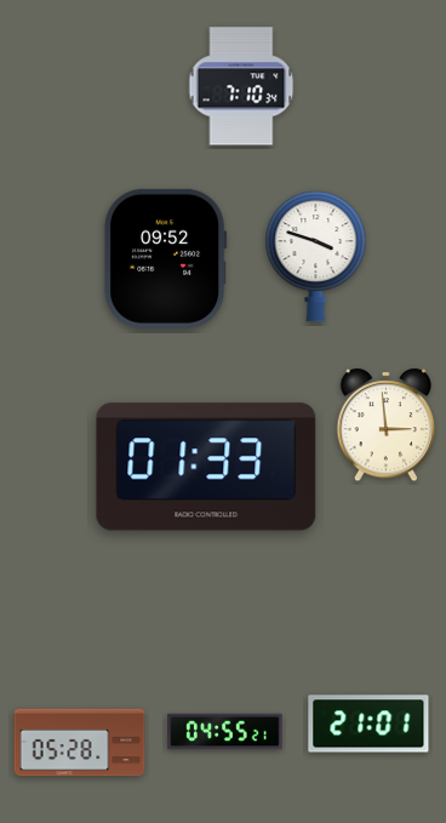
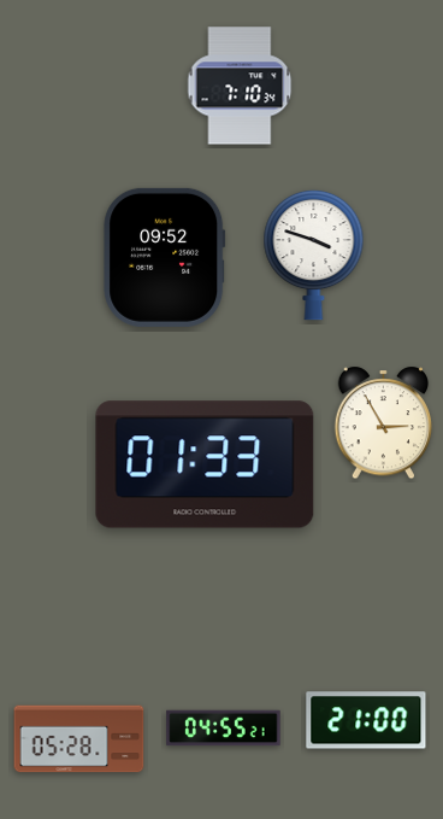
clock at (387, 425): 2:59 -> 2:55
clock at (368, 724): 21:01 -> 21:00
